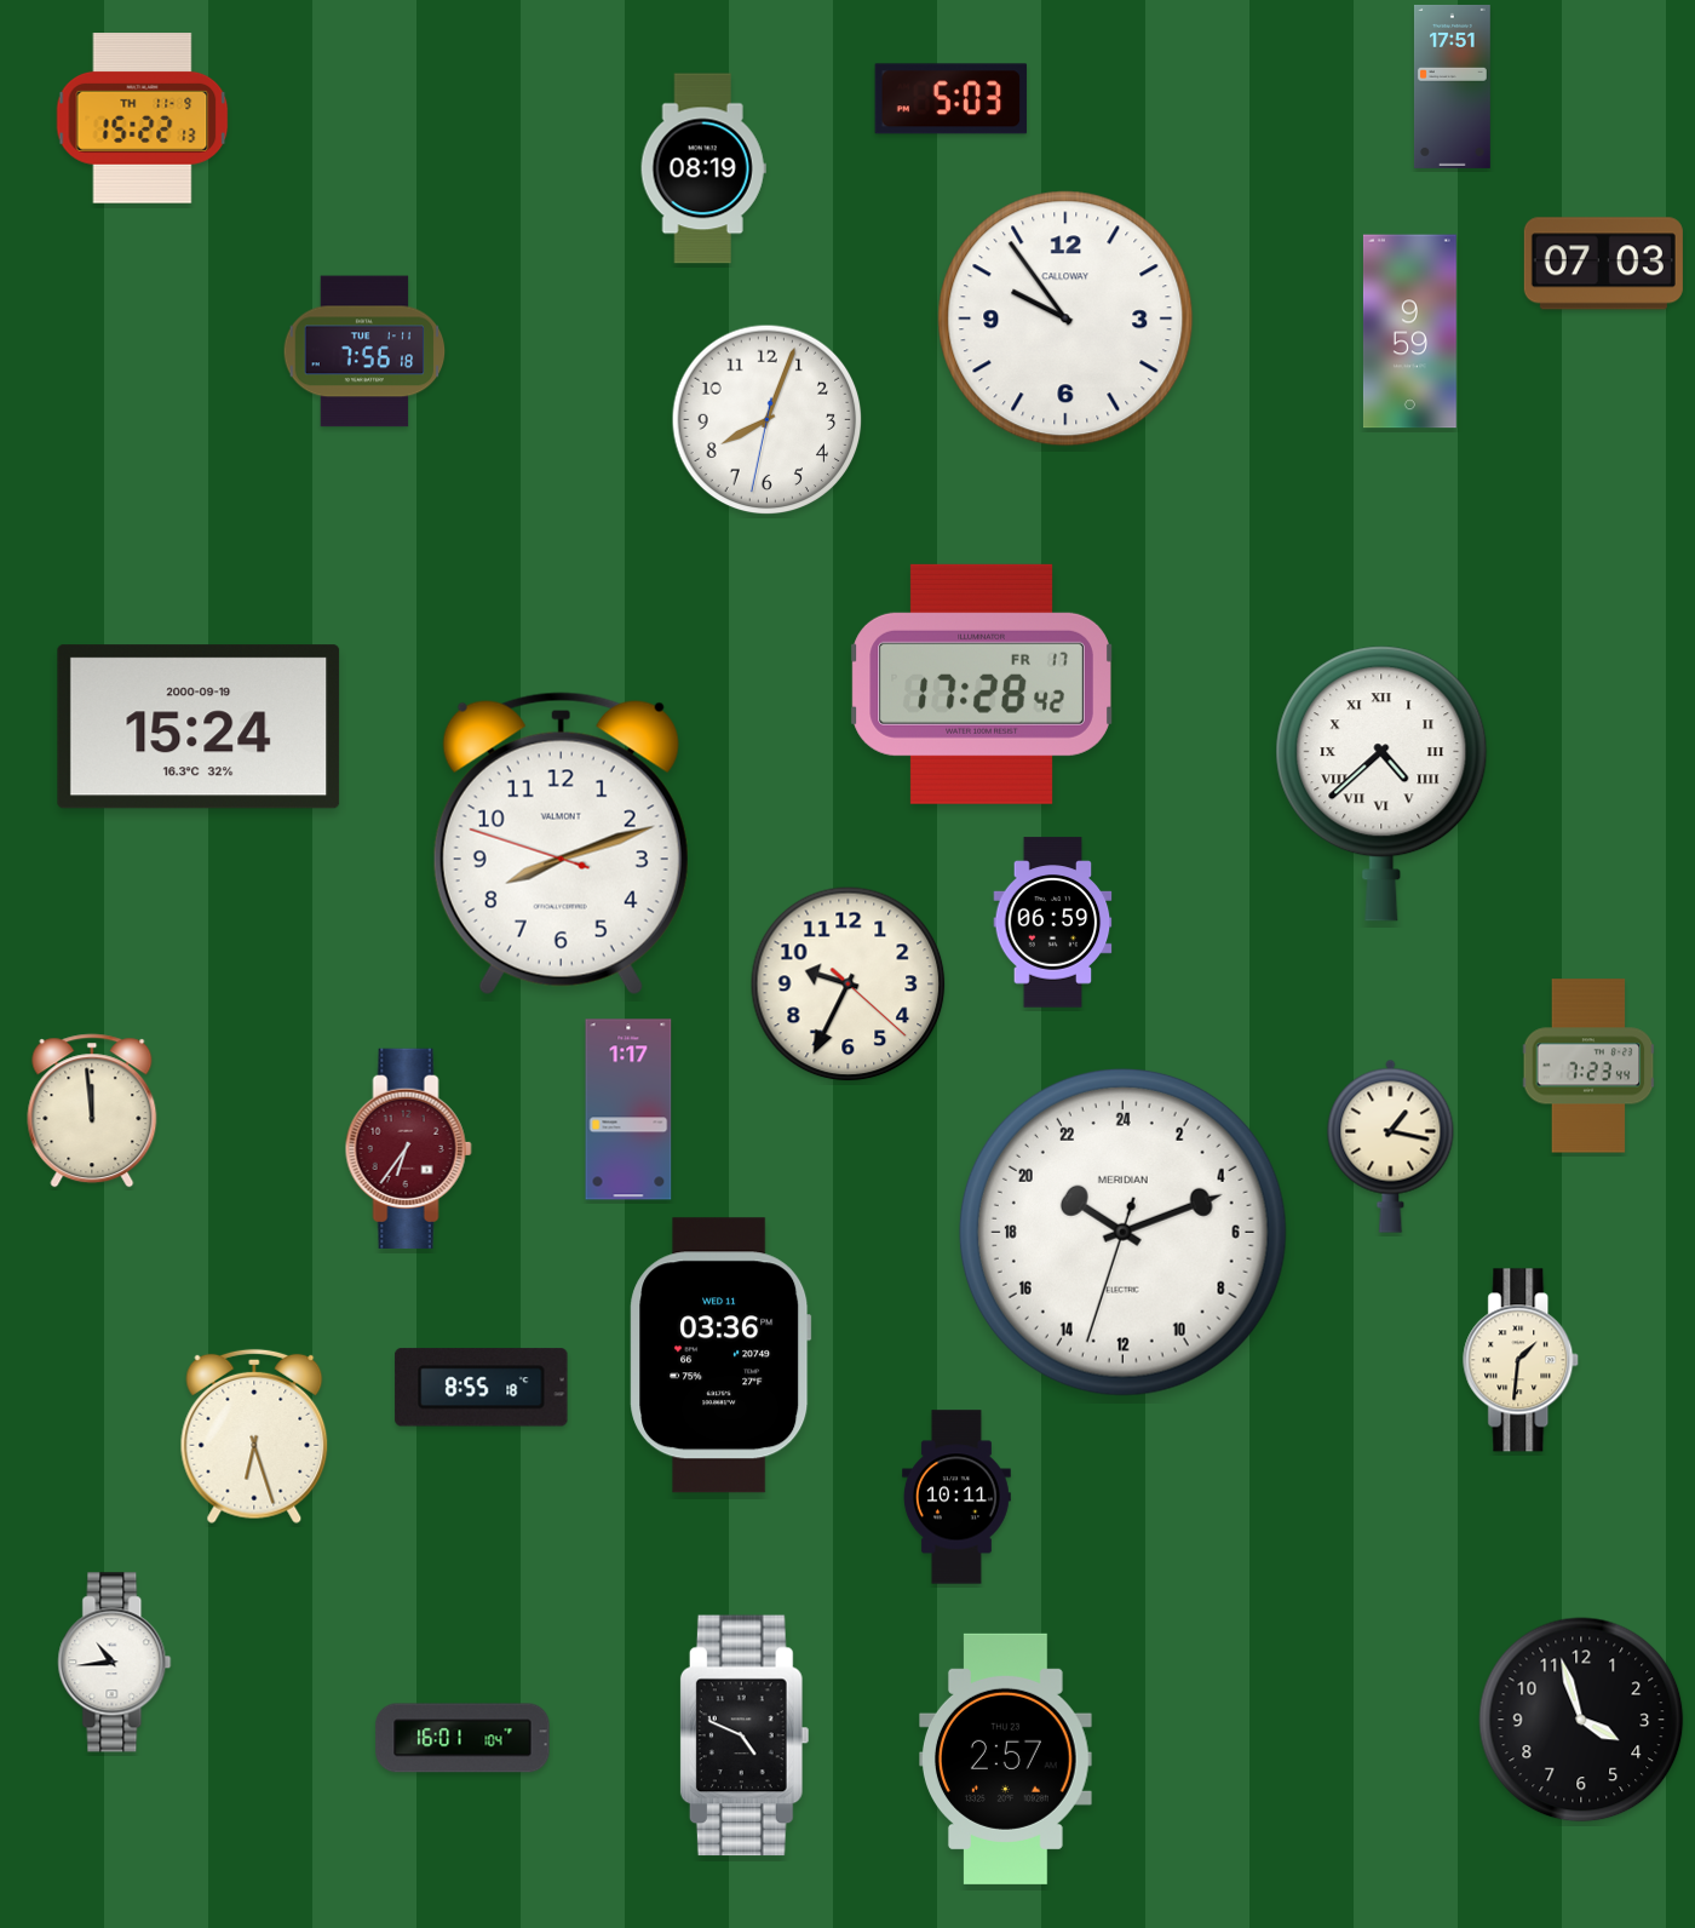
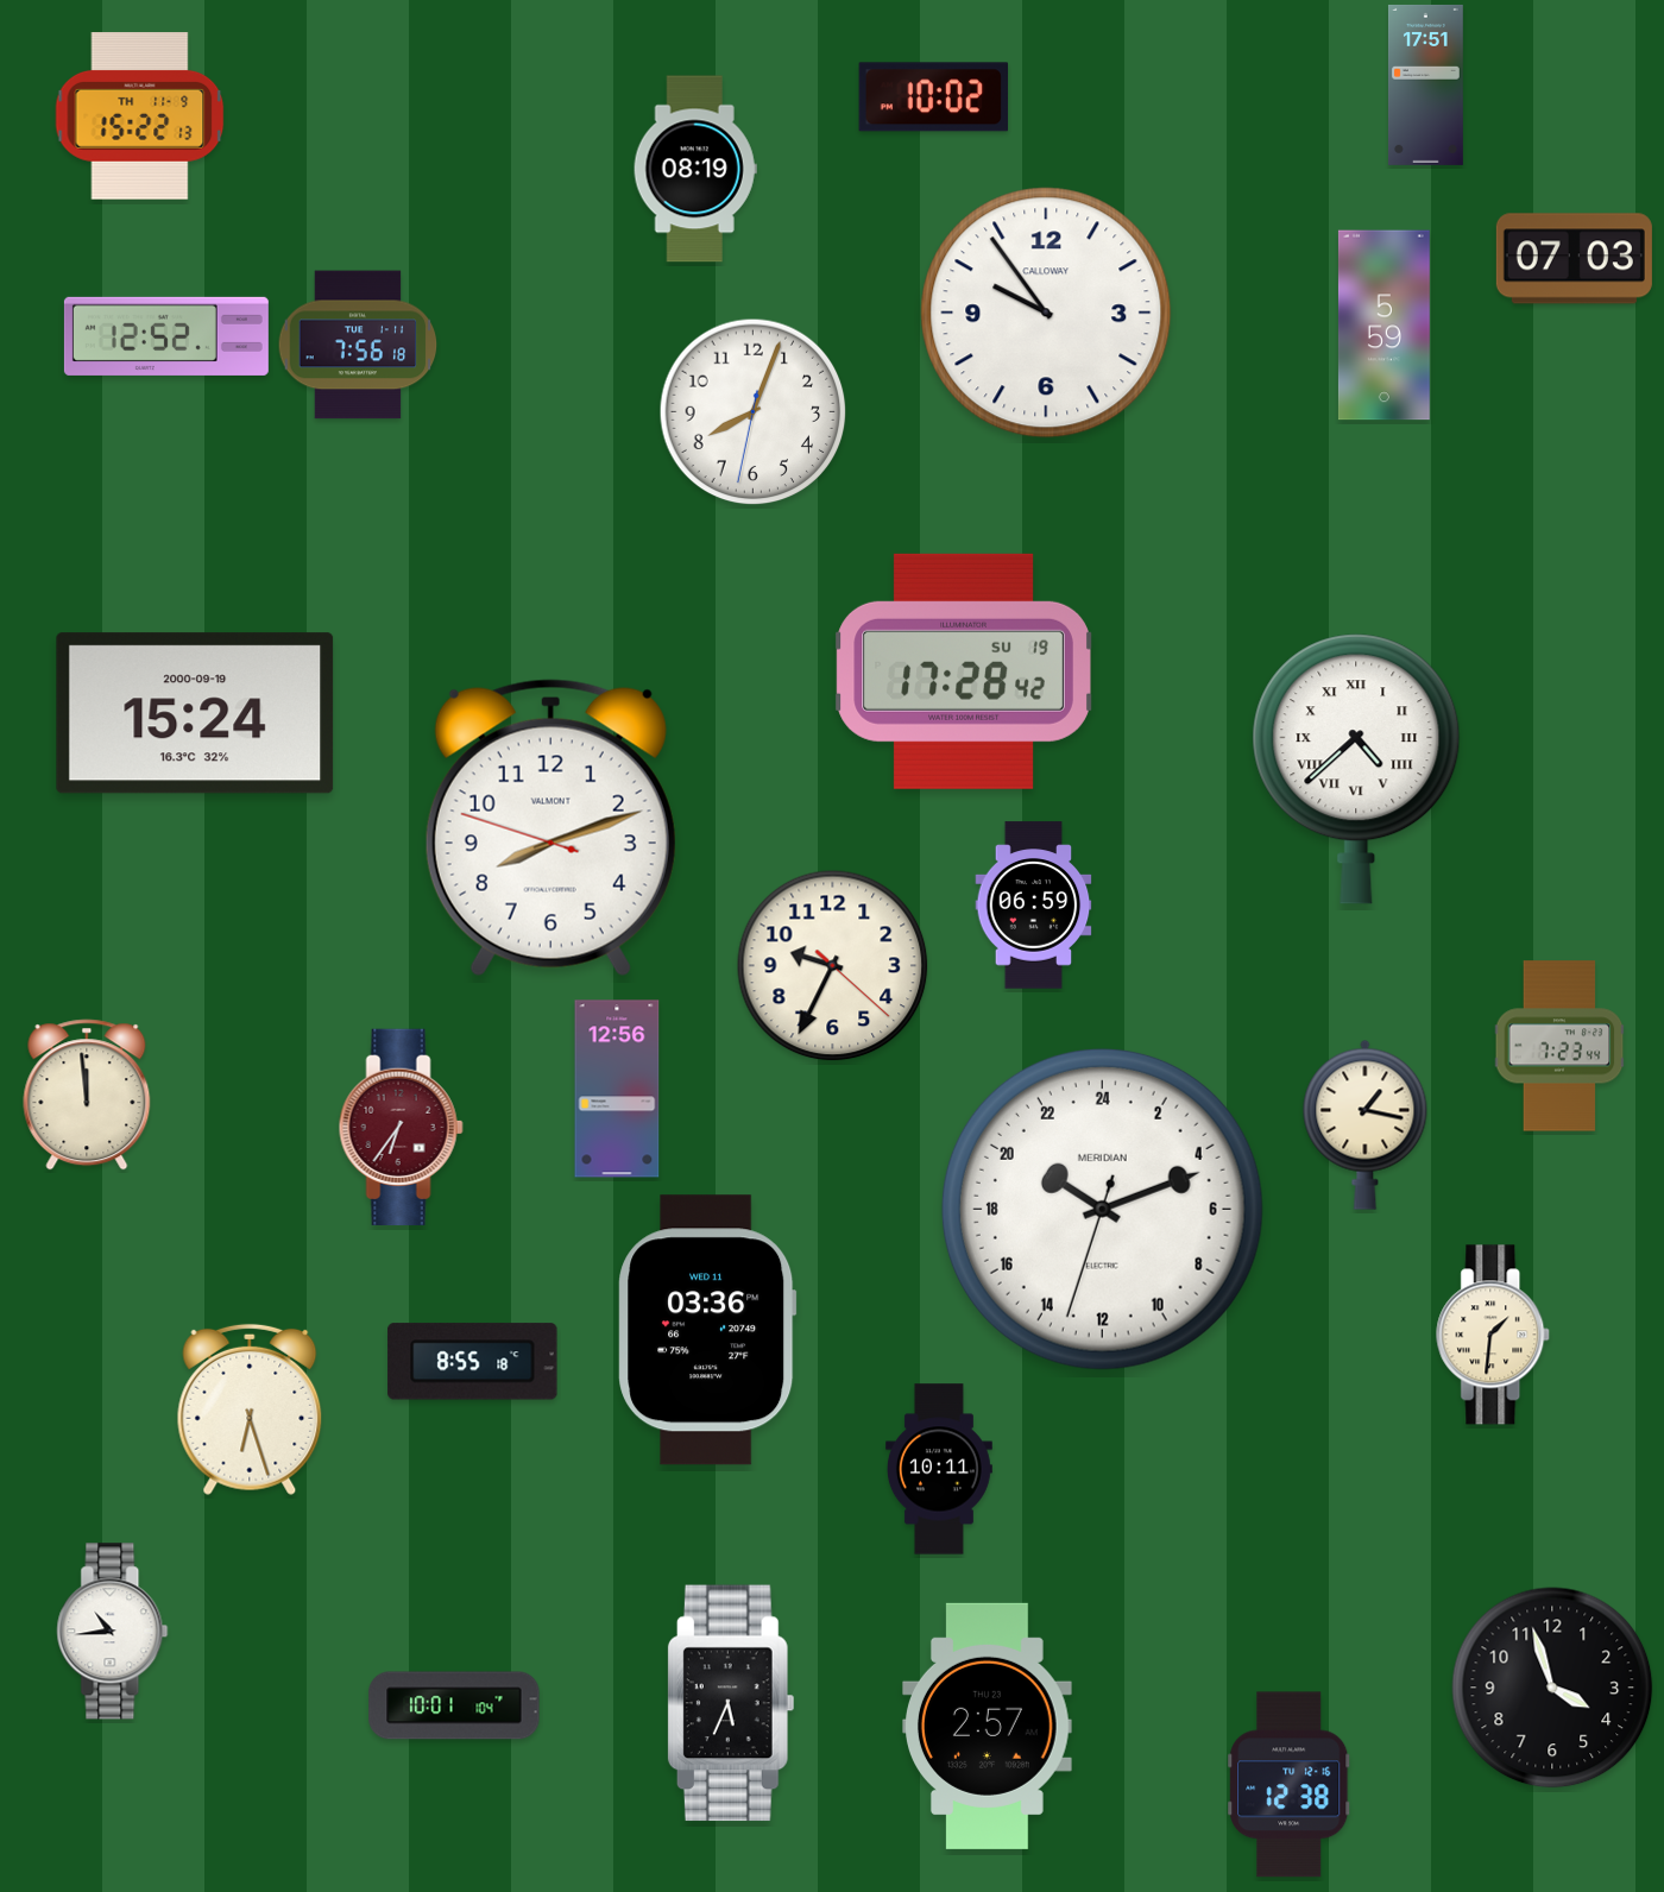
clock at (952, 99): 5:03 -> 10:02
clock at (703, 168) position: (703, 168) -> (695, 169)
clock at (1409, 332): 9:59 -> 5:59
clock at (166, 336): none -> 12:52
clock at (982, 684) date: FR 17 -> SU 19
clock at (628, 1109): 1:17 -> 12:56
clock at (92, 1111) position: (92, 1111) -> (87, 1095)
clock at (745, 1735): 4:49 -> 5:34
clock at (462, 1738): 16:01 -> 10:01
clock at (1290, 1785): none -> 12:38
